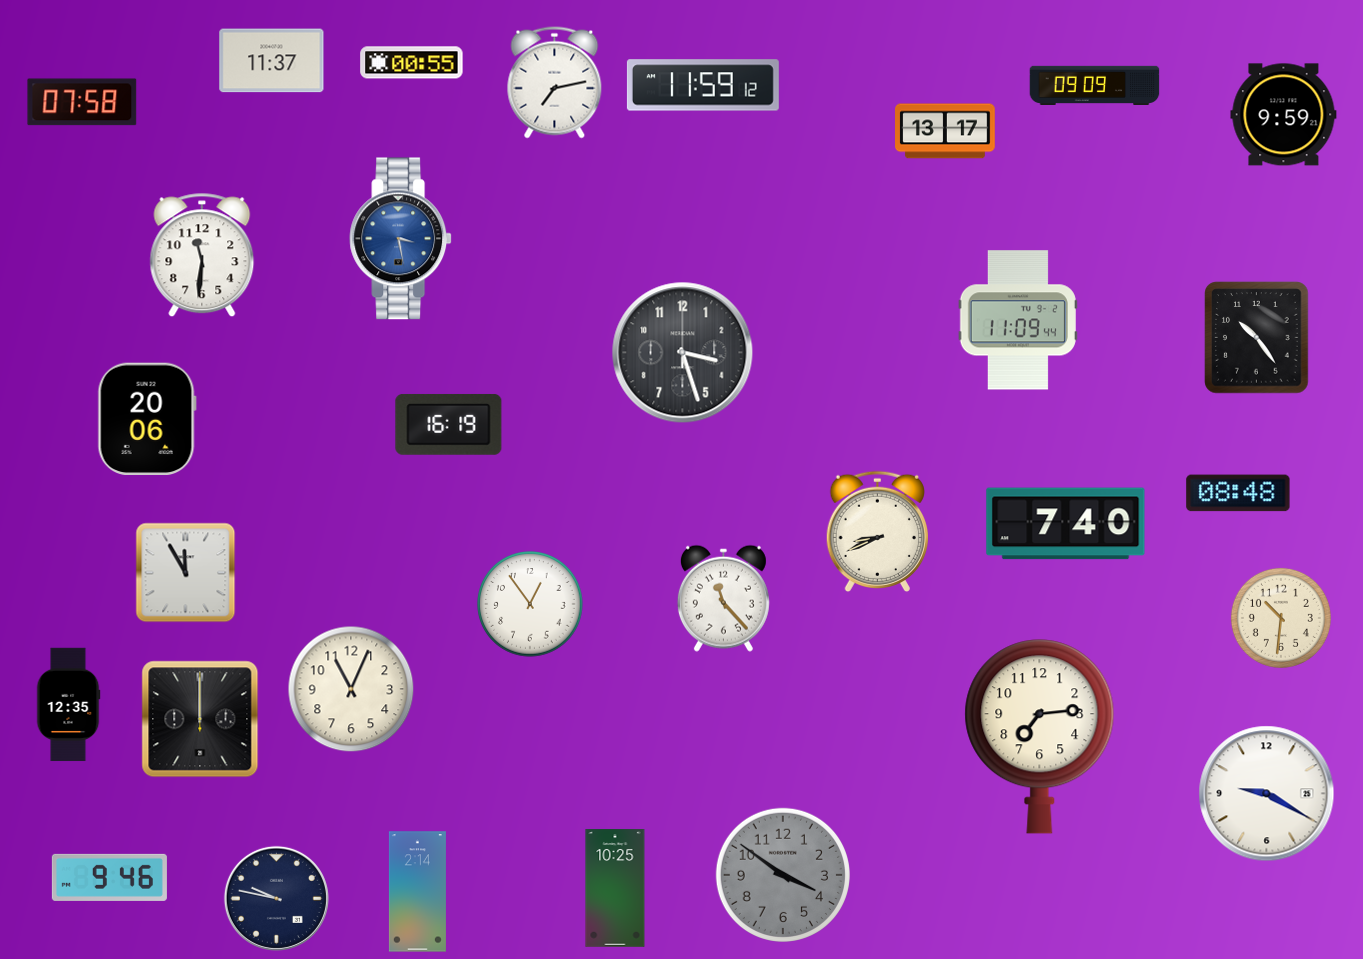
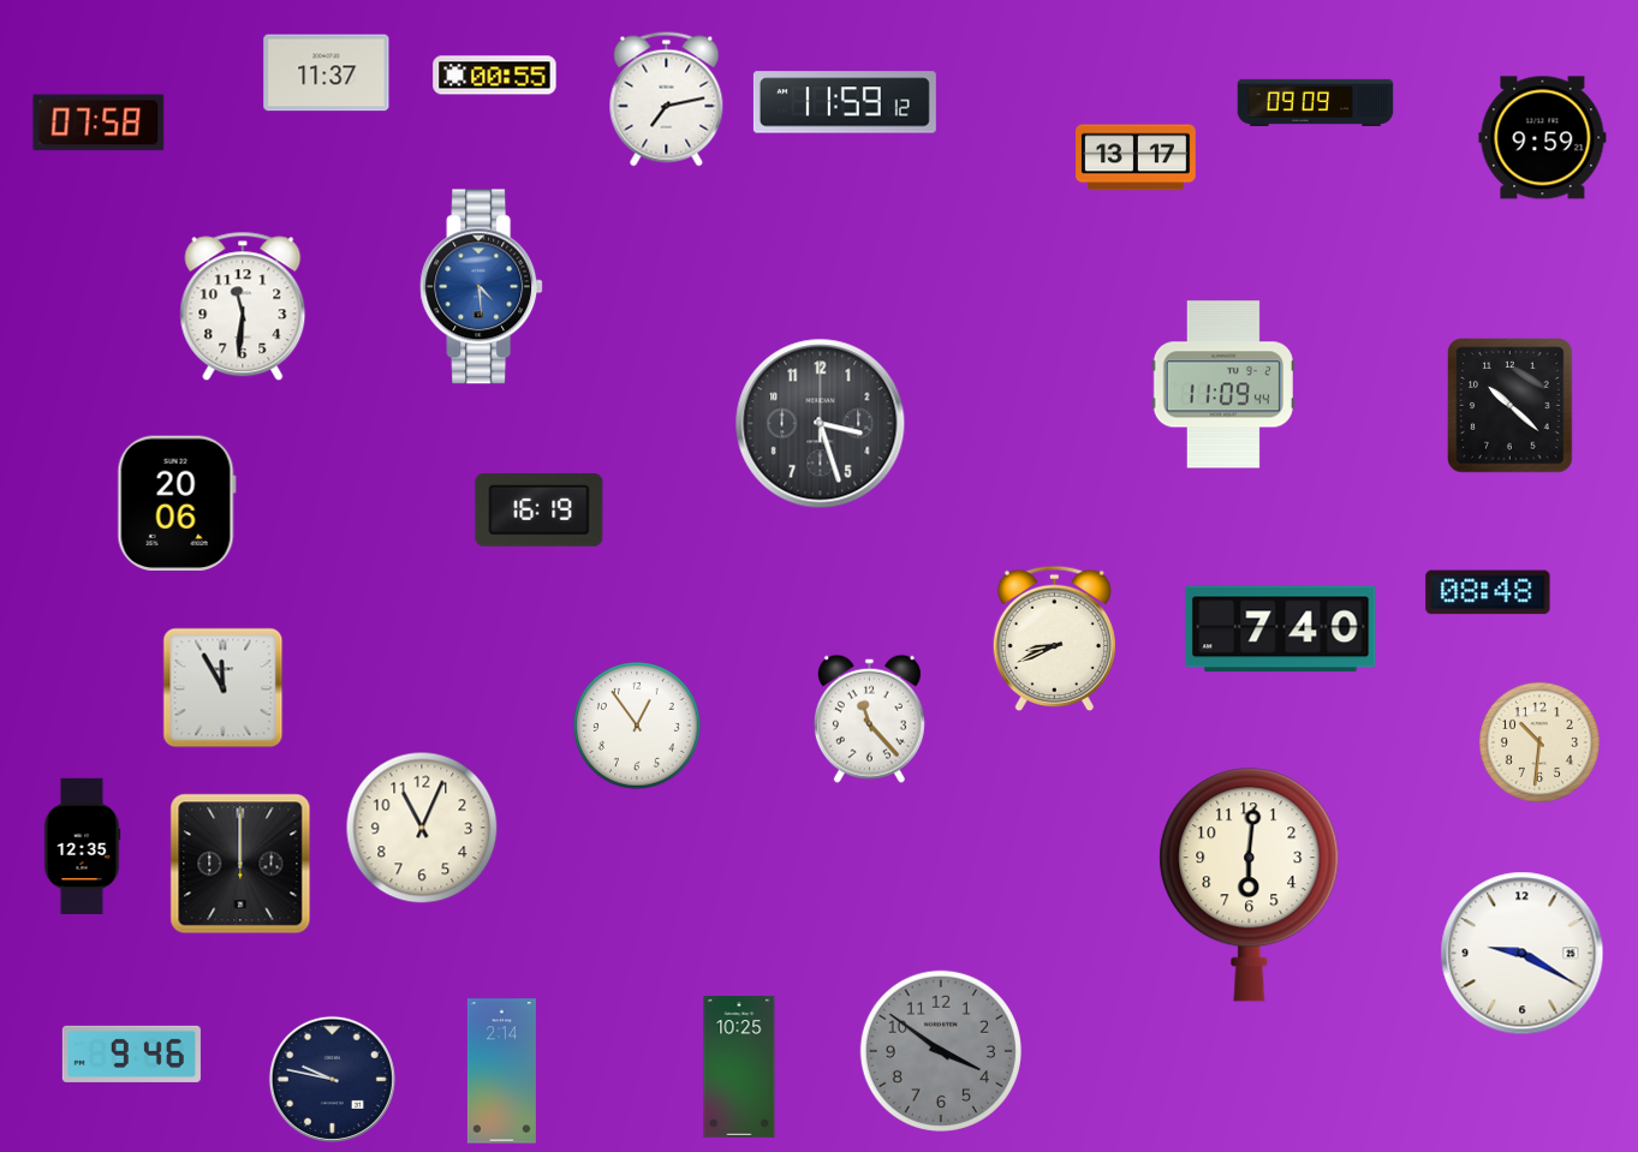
clock at (401, 239): 3:28 -> 4:29
clock at (1257, 338): 10:24 -> 10:22
clock at (1040, 737): 7:14 -> 6:01
